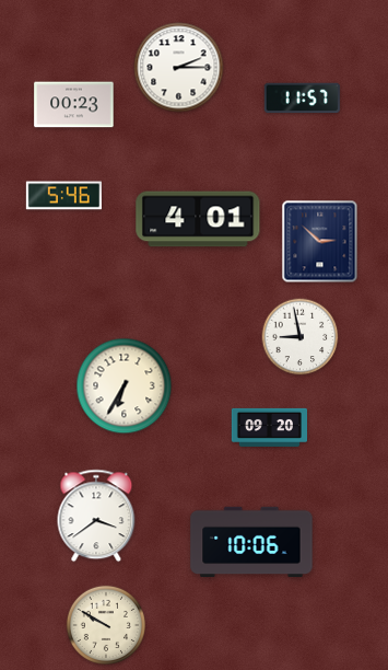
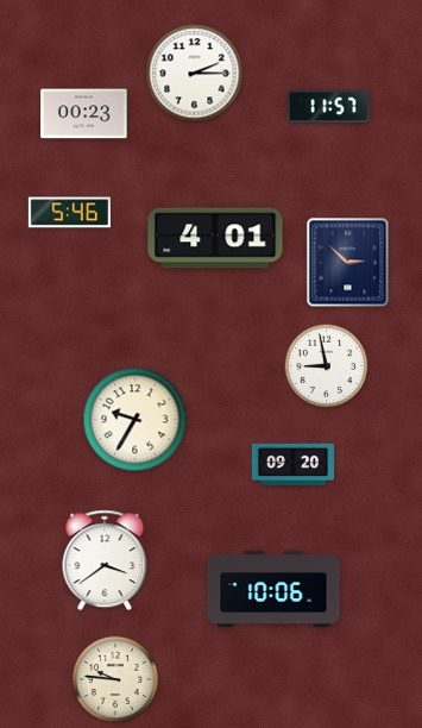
clock at (74, 105) position: (74, 105) -> (84, 114)
clock at (125, 386): 6:35 -> 9:35
clock at (105, 624): 9:50 -> 9:46
